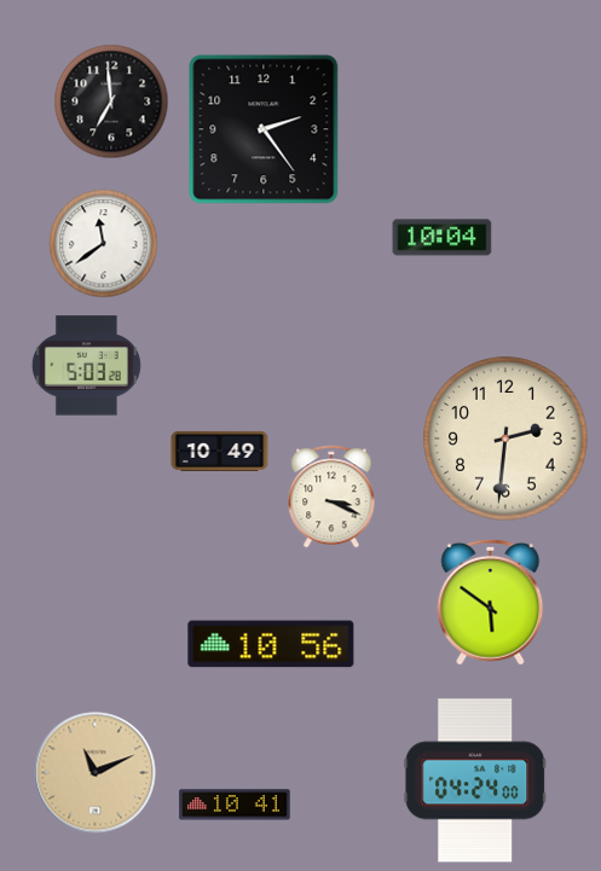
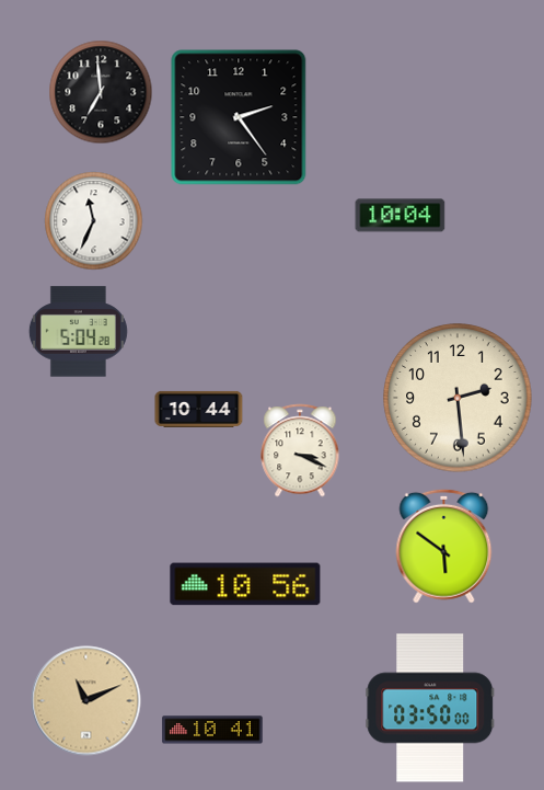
clock at (104, 244): 11:39 -> 11:34
clock at (86, 366): 5:03 -> 5:04
clock at (505, 439): 2:31 -> 2:29
clock at (220, 451): 10:49 -> 10:44
clock at (475, 780): 04:24 -> 03:50
